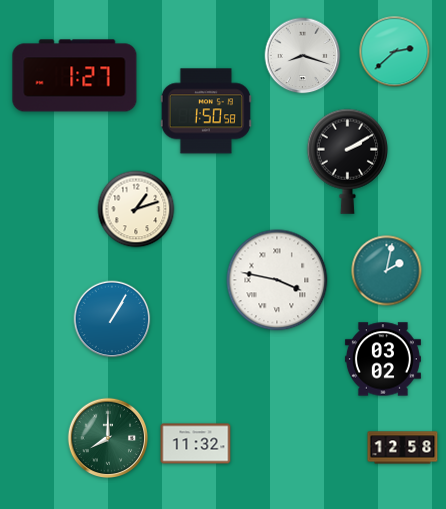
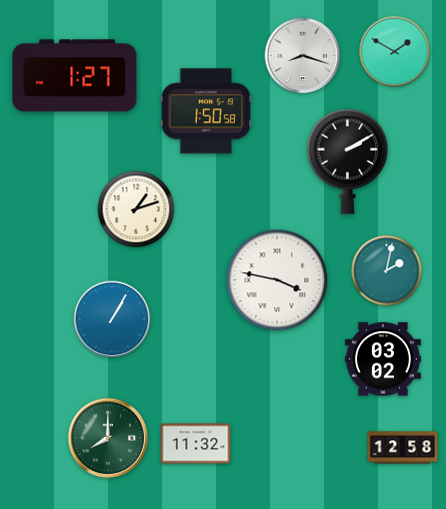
clock at (395, 52): 2:38 -> 1:50
